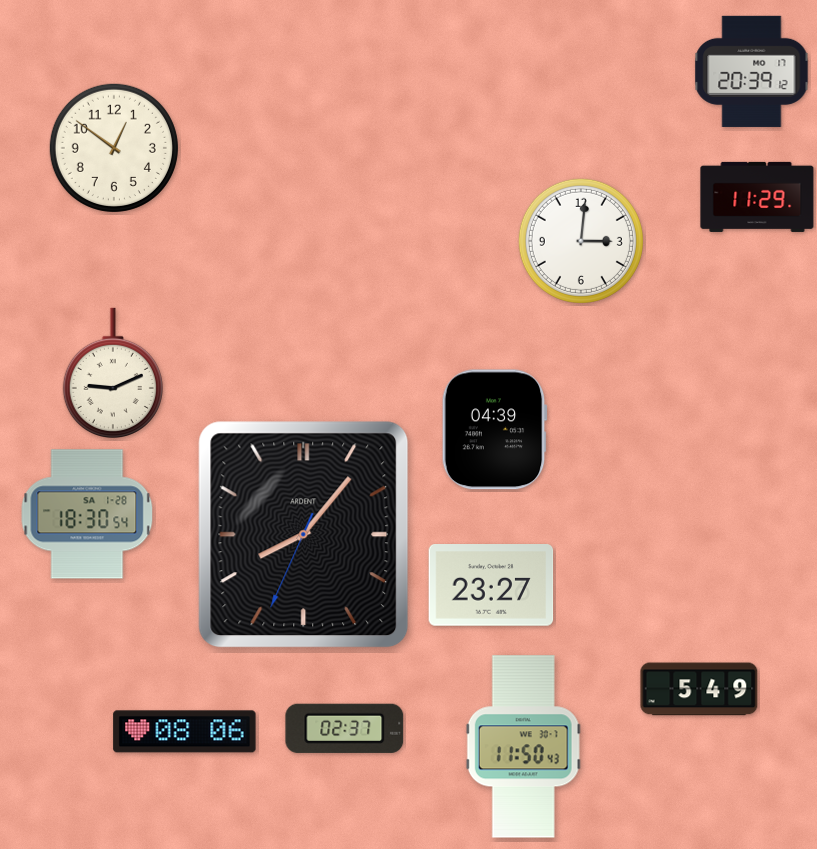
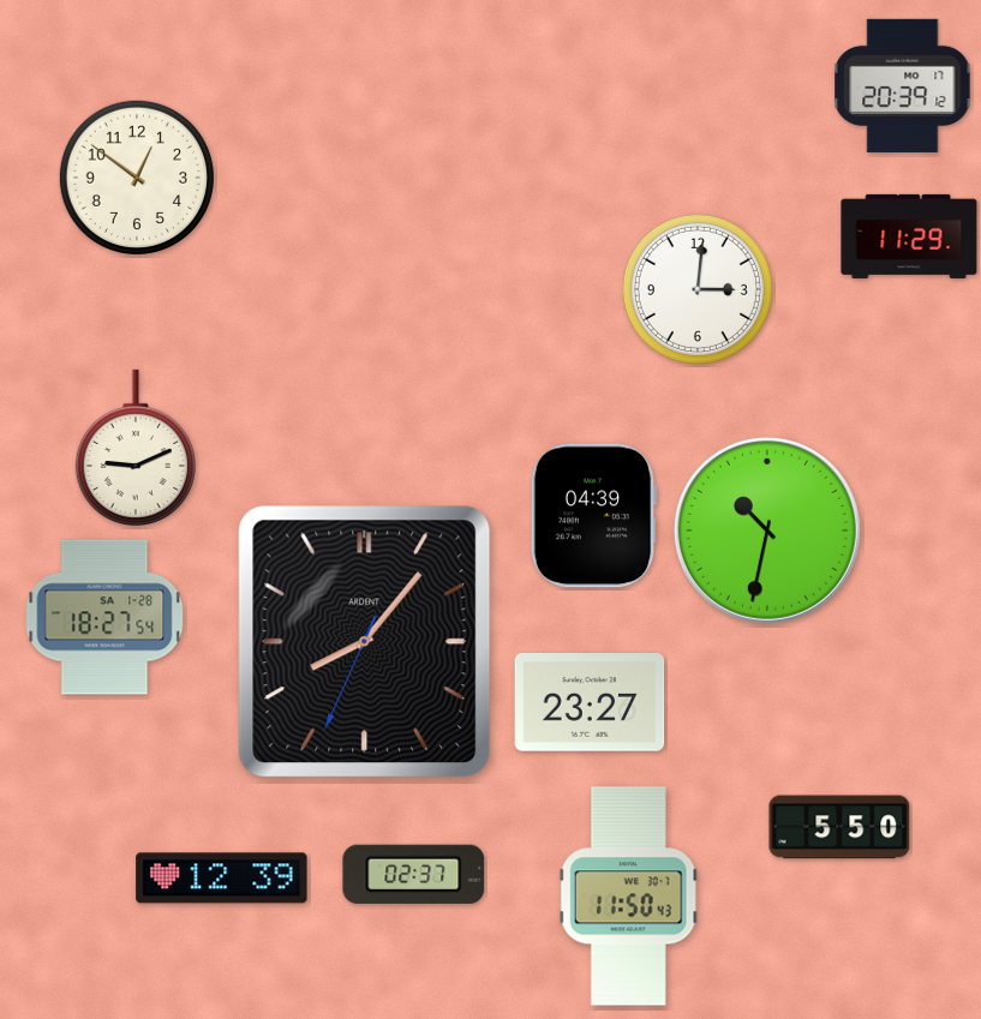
clock at (767, 531): none -> 10:32
clock at (87, 514): 18:30 -> 18:27
clock at (699, 689): 5:49 -> 5:50
clock at (185, 732): 08:06 -> 12:39
